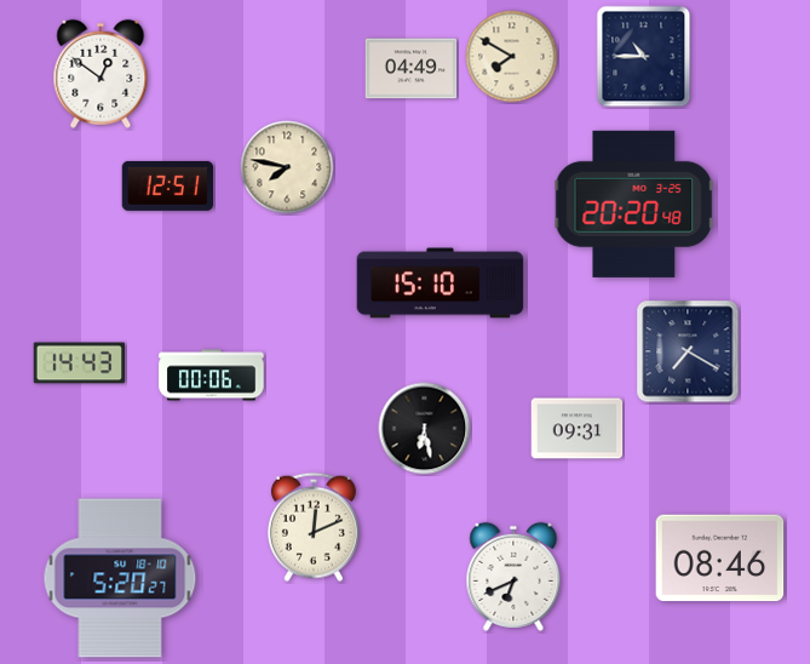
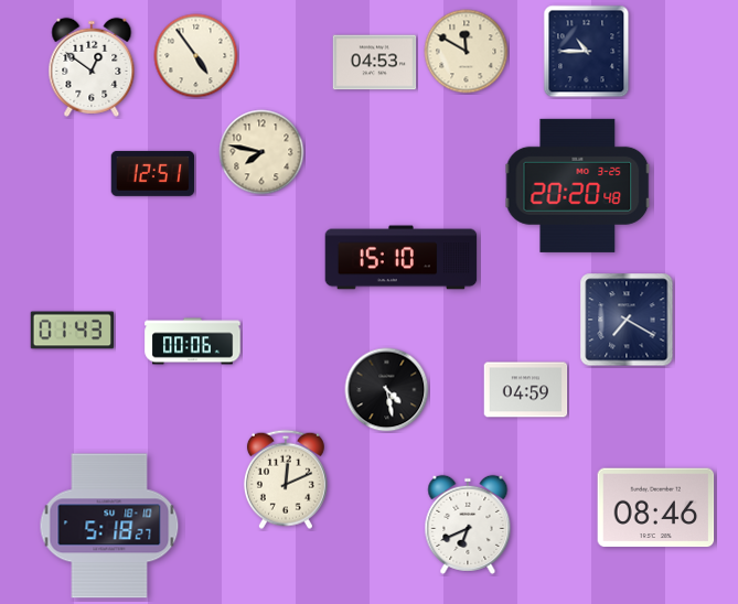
clock at (512, 57): 7:50 -> 11:50
clock at (196, 56): none -> 4:54
clock at (412, 69): 04:49 -> 04:53
clock at (168, 185) position: (168, 185) -> (153, 173)
clock at (80, 364): 14:43 -> 01:43
clock at (425, 429): 6:28 -> 4:28
clock at (578, 429): 09:31 -> 04:59
clock at (120, 578): 5:20 -> 5:18
